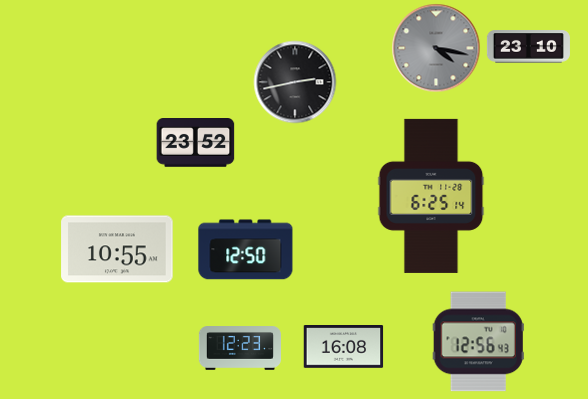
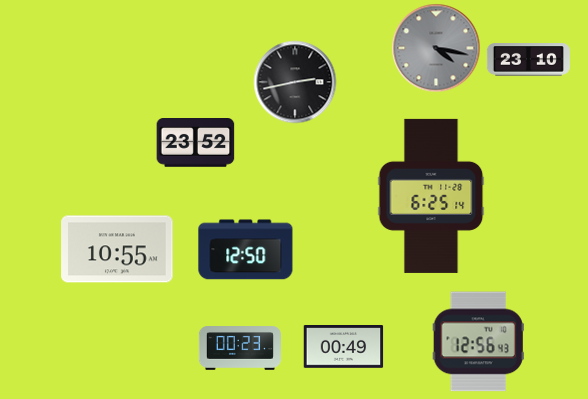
clock at (528, 47) position: (528, 47) -> (528, 60)
clock at (344, 347): 16:08 -> 00:49
clock at (240, 348): 12:23 -> 00:23
